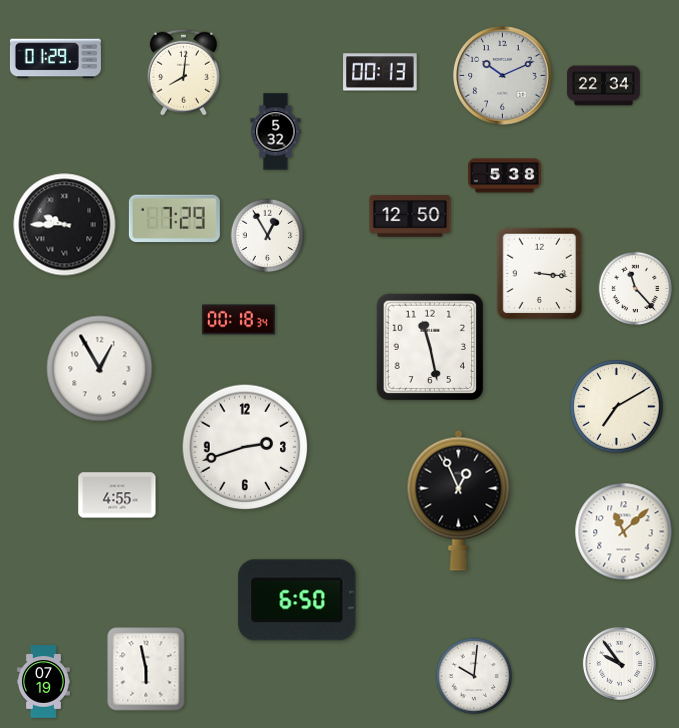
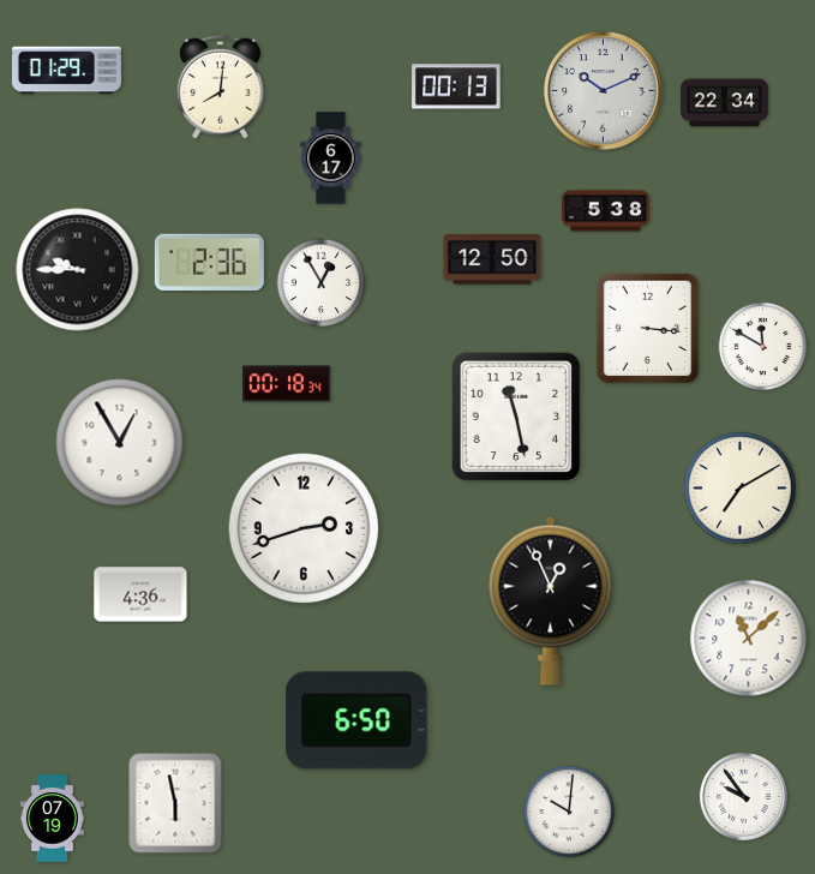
clock at (276, 132): 5:32 -> 6:17
clock at (174, 219): 7:29 -> 2:36
clock at (636, 289): 11:23 -> 11:50
clock at (245, 447) position: (245, 447) -> (304, 528)
clock at (117, 495): 4:55 -> 4:36
